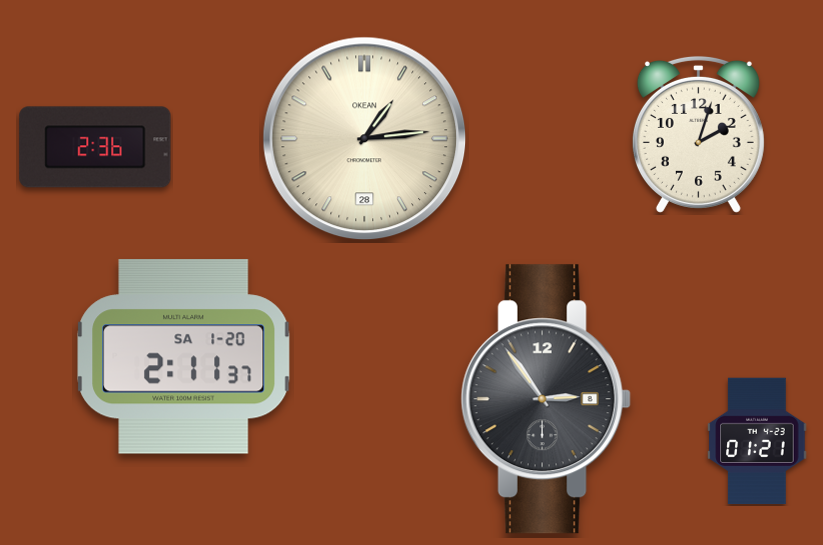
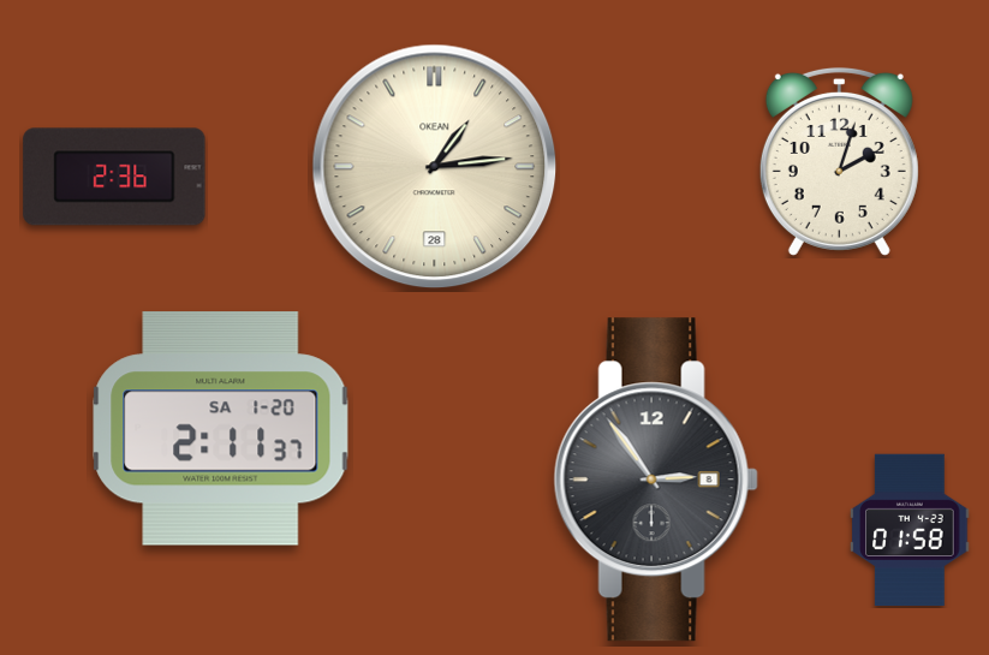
clock at (365, 139) position: (365, 139) -> (435, 167)
clock at (757, 441): 01:21 -> 01:58
